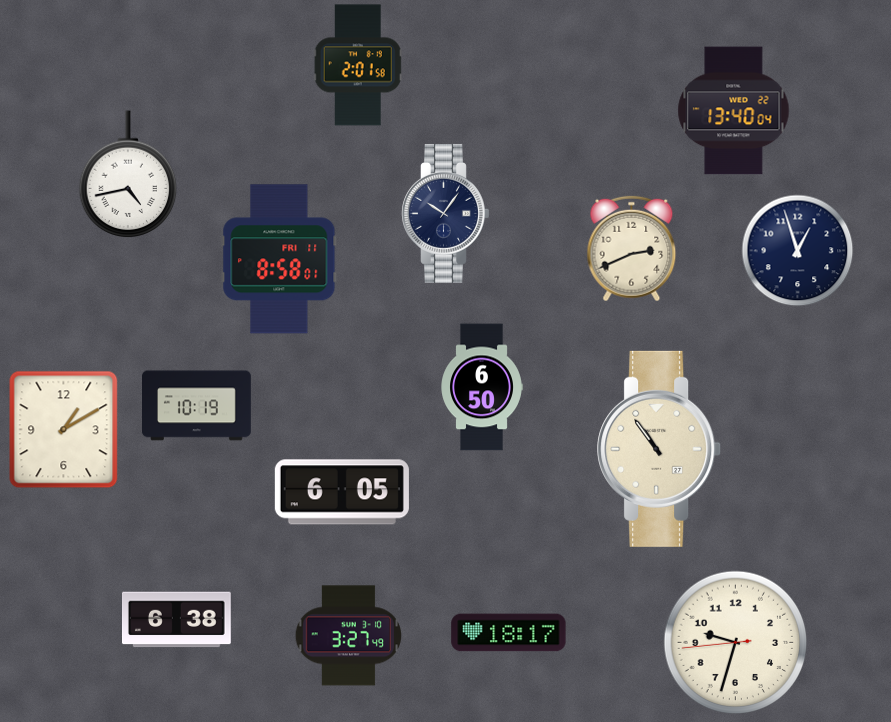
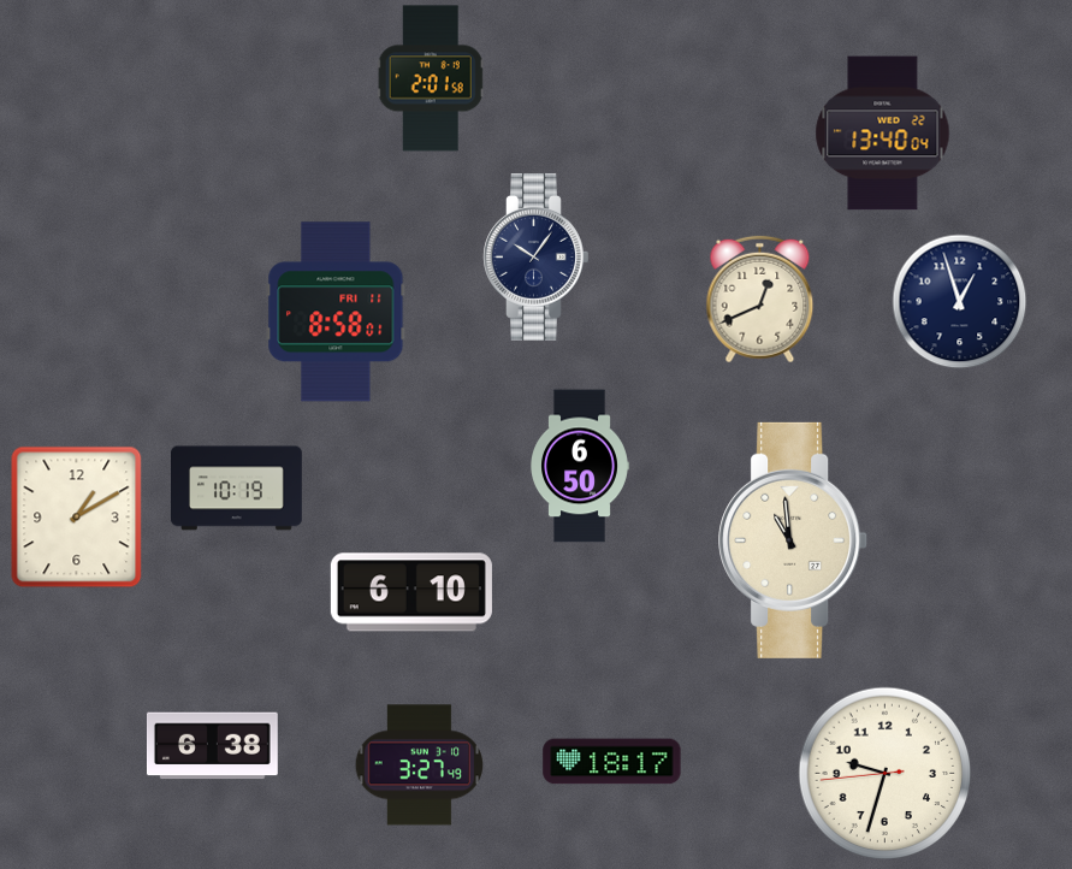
clock at (128, 175): 4:43 -> none
clock at (632, 249): 2:41 -> 12:41
clock at (660, 449): 10:54 -> 10:59
clock at (342, 492): 6:05 -> 6:10
